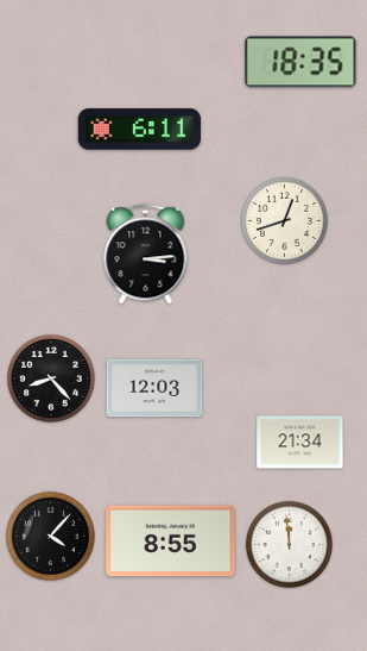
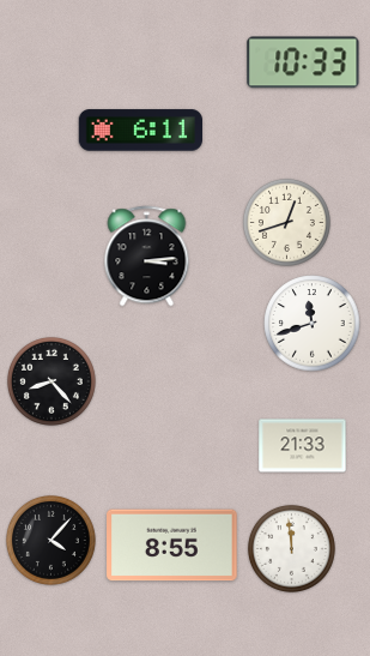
clock at (300, 62): 18:35 -> 10:33
clock at (313, 324): none -> 11:42
clock at (154, 388): 12:03 -> none
clock at (300, 443): 21:34 -> 21:33
